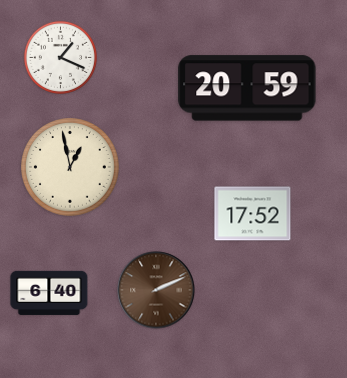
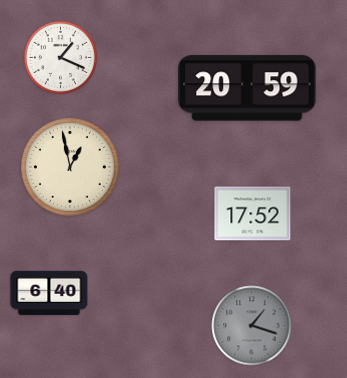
clock at (156, 290): 2:11 -> none
clock at (252, 326): none -> 1:18
